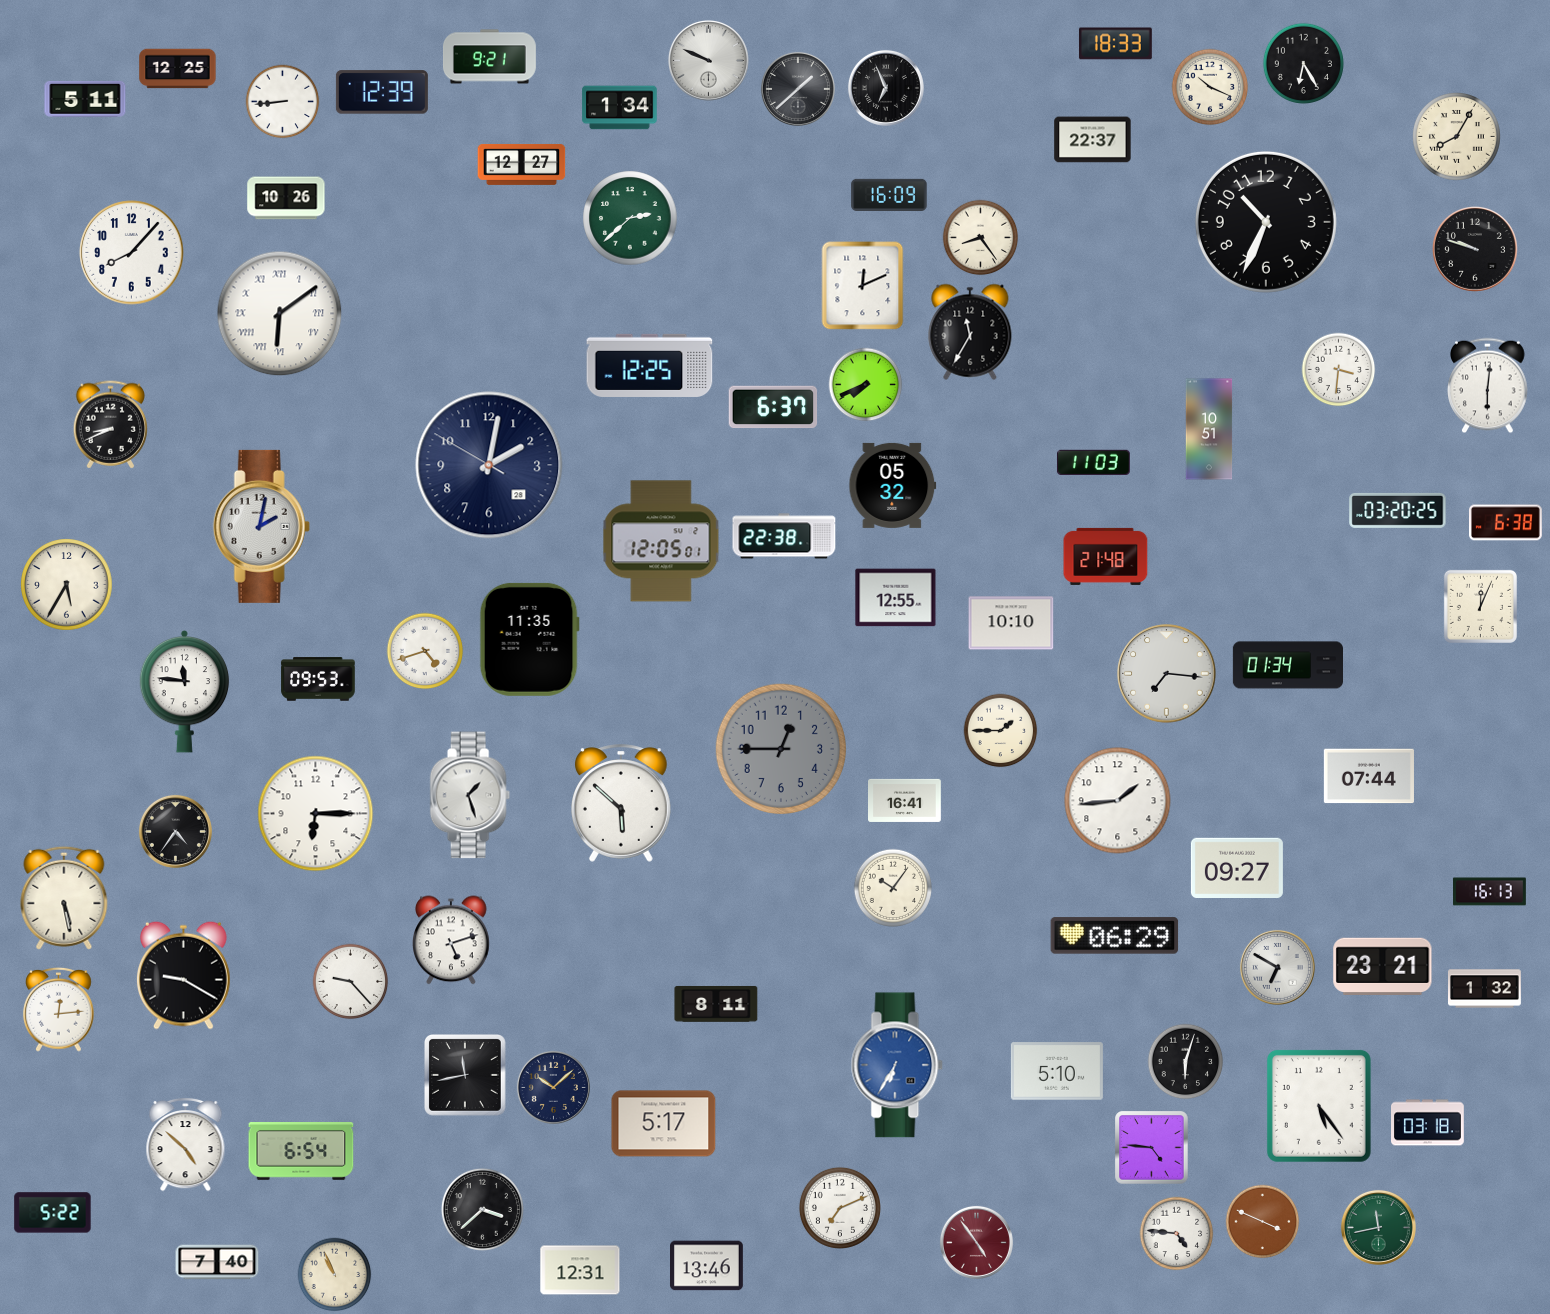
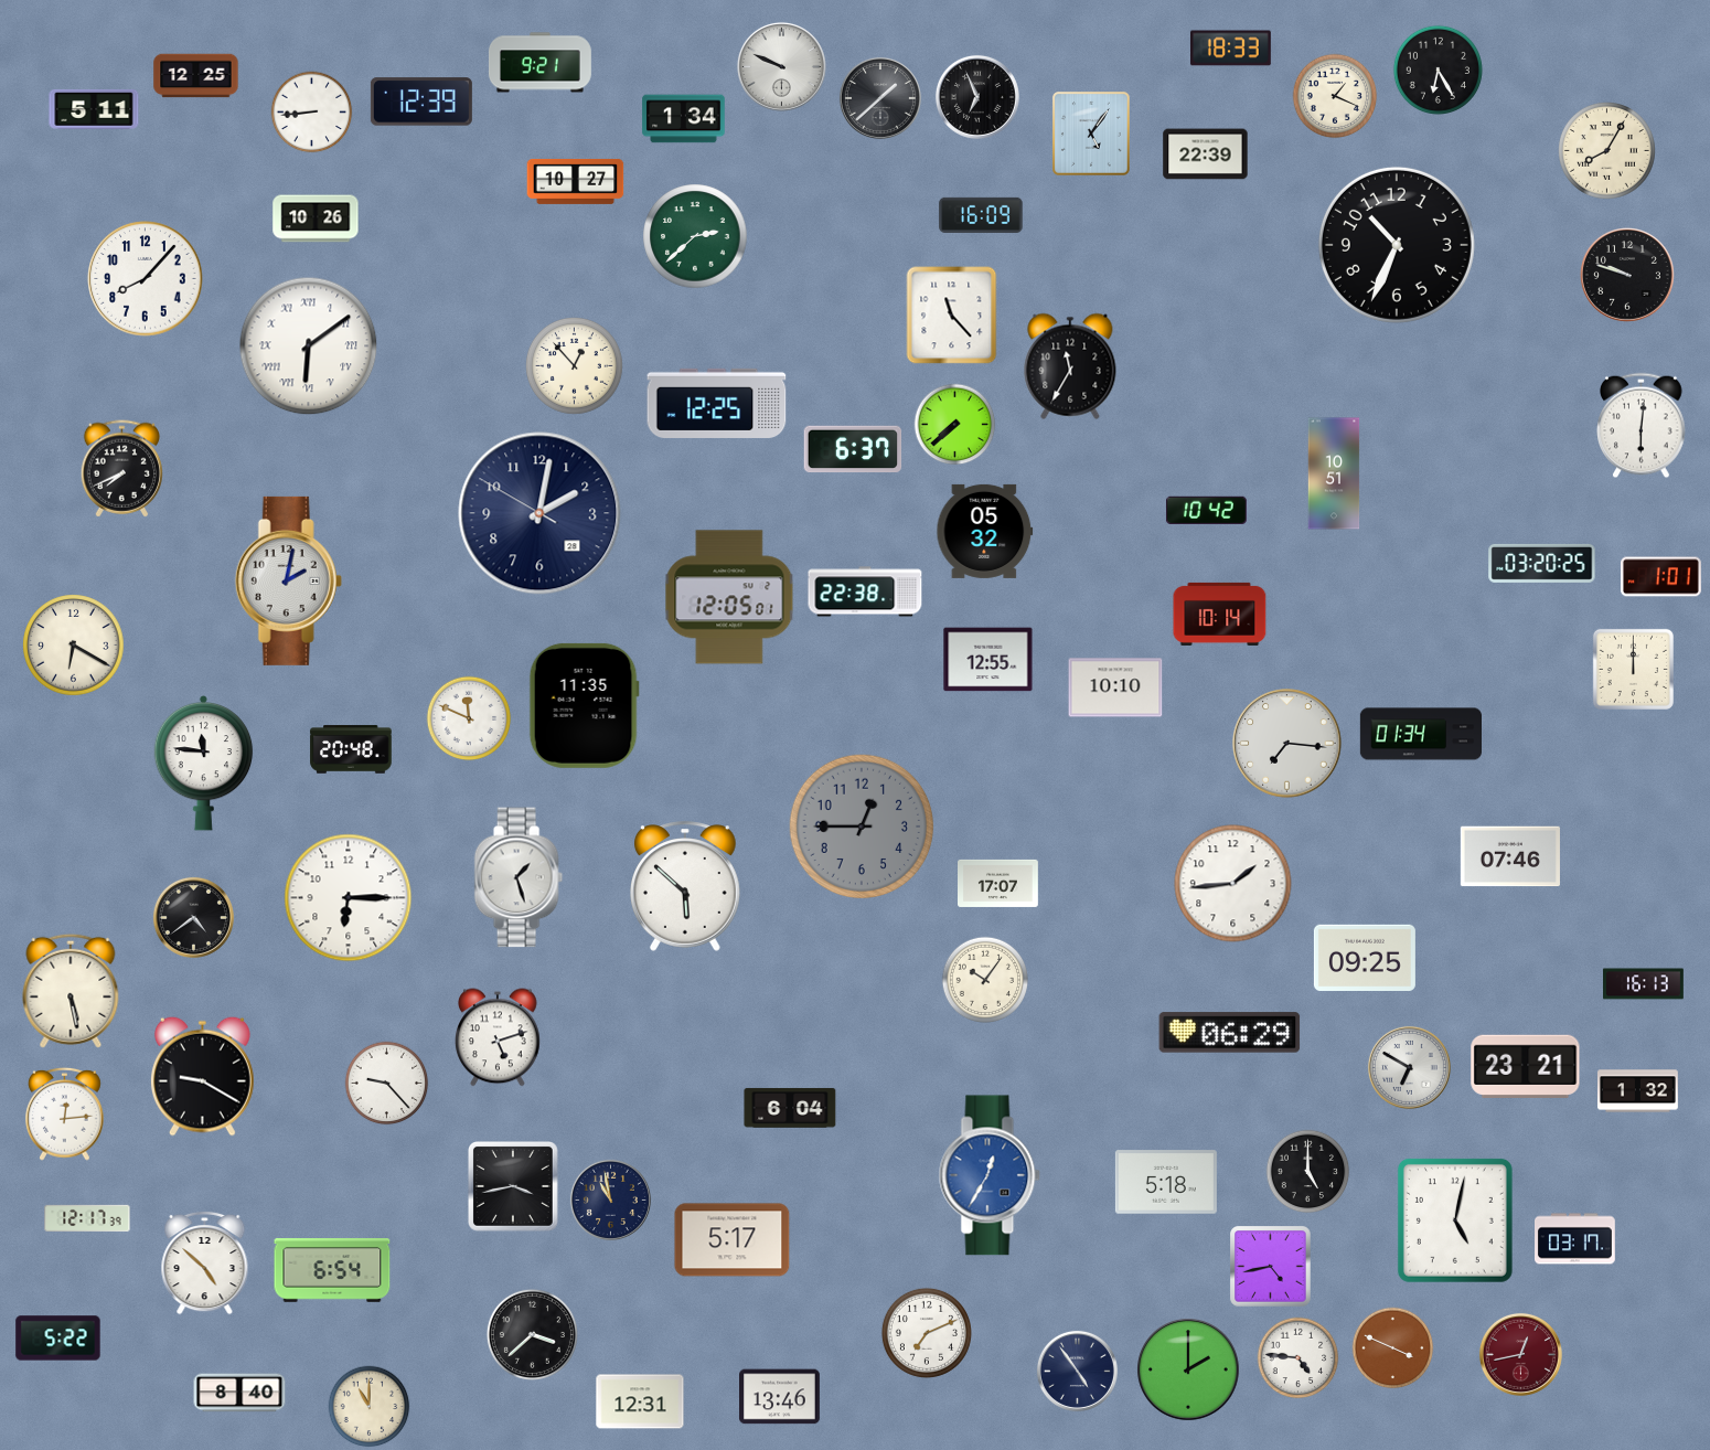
clock at (1210, 87): 10:19 -> 1:19
clock at (1092, 135): none -> 5:06
clock at (1093, 140): 22:37 -> 22:39
clock at (522, 164): 12:27 -> 10:27
clock at (630, 218) position: (630, 218) -> (695, 236)
clock at (981, 238): 8:24 -> none
clock at (863, 286): 12:11 -> 11:23
clock at (575, 366): none -> 12:53
clock at (1339, 370): 3:31 -> none
clock at (866, 385): 7:41 -> 7:38
clock at (110, 425): 8:41 -> 7:41
clock at (1093, 462): 11:03 -> 10:42
clock at (893, 485) position: (893, 485) -> (985, 531)
clock at (1506, 523): 6:38 -> 1:01
clock at (1106, 556): 21:48 -> 10:14
clock at (67, 585): 5:35 -> 6:20
clock at (1480, 606): 12:04 -> 12:00
clock at (425, 651): 4:42 -> 11:49
clock at (318, 679): 09:53 -> 20:48
clock at (1001, 731): 1:45 -> none
clock at (1369, 776): 07:44 -> 07:46
clock at (905, 800): 16:41 -> 17:07
clock at (175, 831): 4:36 -> 4:39
clock at (1237, 867): 09:27 -> 09:25
clock at (716, 1004): 8:11 -> 6:04
clock at (1186, 1062): 6:03 -> 5:00
clock at (897, 1065): 6:35 -> 12:35
clock at (1057, 1071): 5:10 -> 5:18
clock at (466, 1076): 11:43 -> 3:43
clock at (553, 1087): 10:08 -> 10:58
clock at (87, 1218): none -> 12:17
clock at (1319, 1106): 5:24 -> 5:02
clock at (1428, 1123): 03:18 -> 03:17
clock at (1152, 1148): 4:46 -> 4:43
clock at (1378, 1227): 11:43 -> 12:43
clock at (1378, 1227) dial: green -> burgundy
clock at (1177, 1234) position: (1177, 1234) -> (1298, 1358)
clock at (1188, 1369): none -> 2:00
clock at (976, 1242) dial: burgundy -> navy
clock at (217, 1262): 7:40 -> 8:40
clock at (335, 1275): 10:56 -> 11:00
